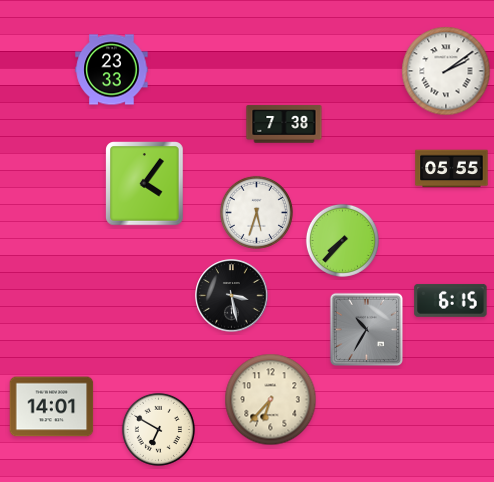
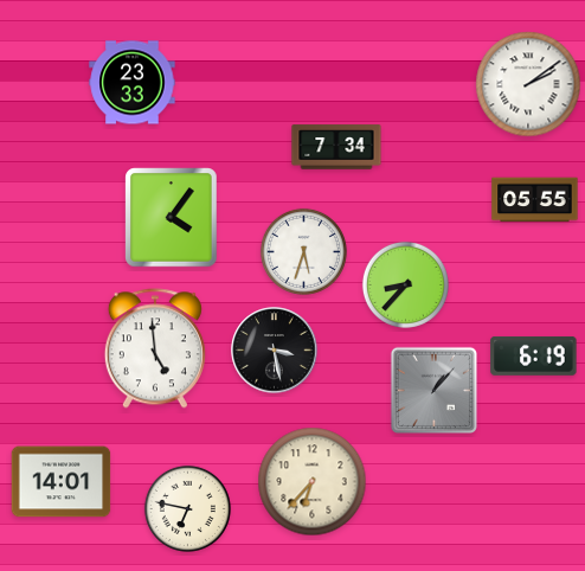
clock at (284, 124): 7:38 -> 7:34
clock at (342, 240): 7:37 -> 8:37
clock at (155, 348): none -> 4:59
clock at (451, 300): 6:15 -> 6:19
clock at (366, 329): 10:35 -> 1:07
clock at (271, 400) position: (271, 400) -> (313, 482)
clock at (158, 429): 6:50 -> 6:47
